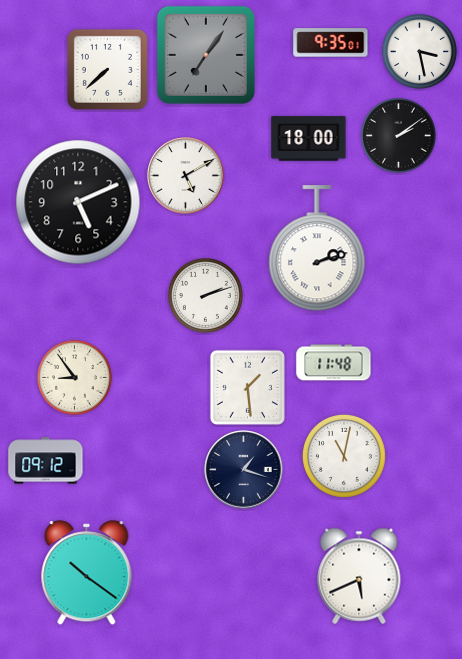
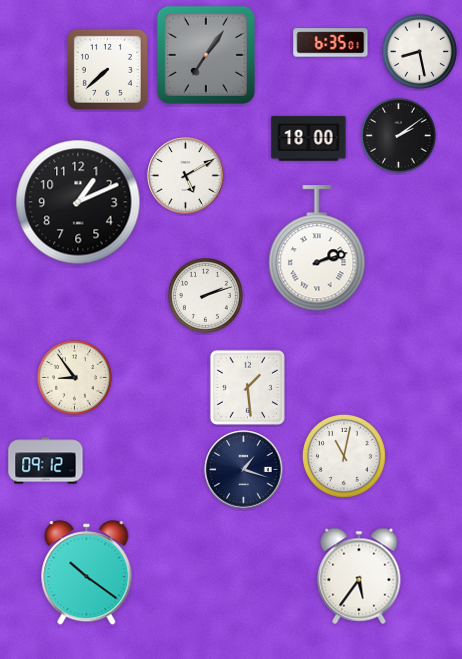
clock at (331, 43): 9:35 -> 6:35
clock at (419, 51): 3:28 -> 8:28
clock at (78, 202): 5:11 -> 1:11
clock at (334, 363): 11:48 -> none
clock at (359, 576): 5:41 -> 5:36
